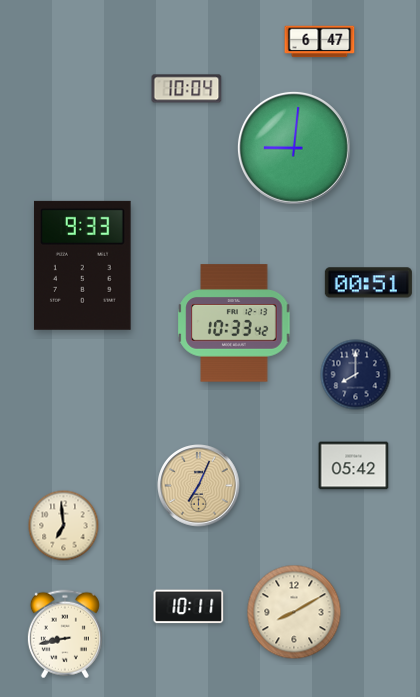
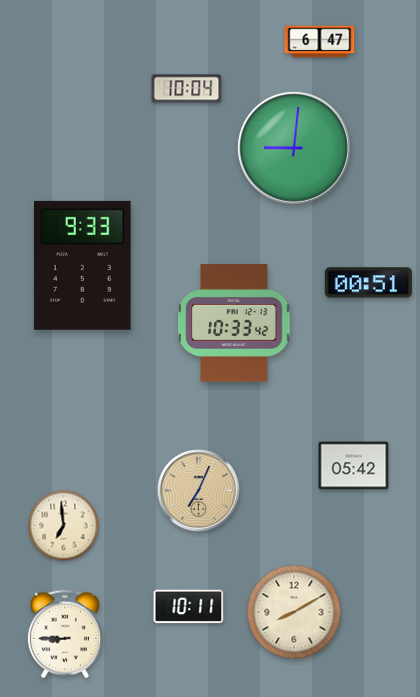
clock at (356, 375): 8:00 -> none
clock at (199, 486) position: (199, 486) -> (199, 491)
clock at (65, 634): 8:43 -> 8:45
